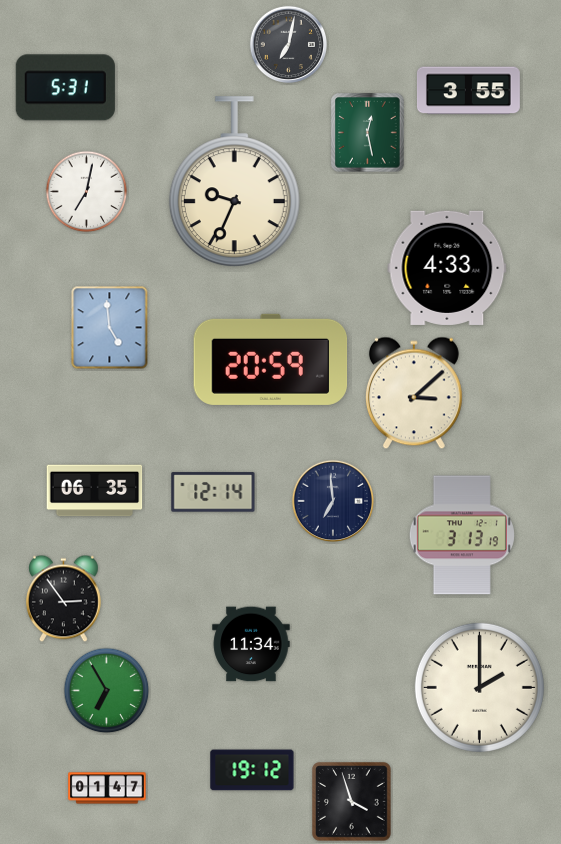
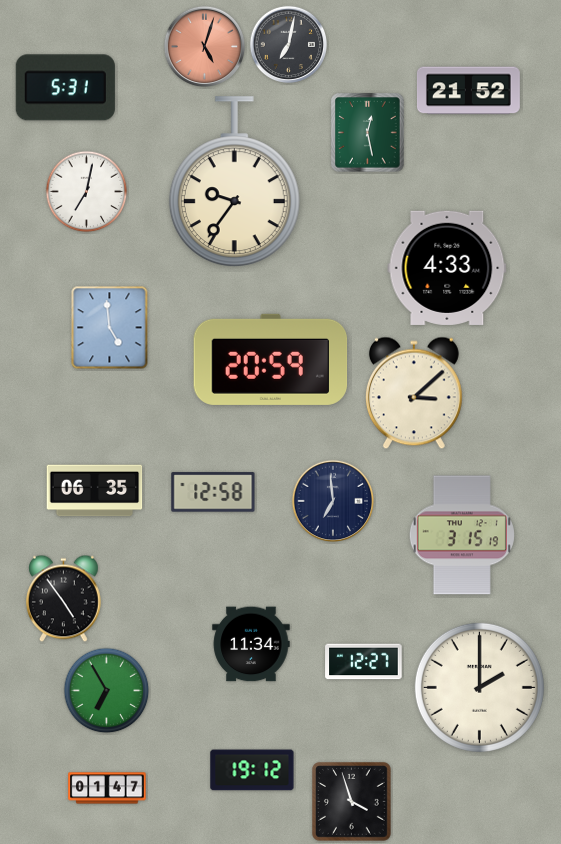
clock at (205, 47): none -> 5:03
clock at (468, 91): 3:55 -> 21:52
clock at (234, 182): 9:34 -> 9:36
clock at (213, 492): 12:14 -> 12:58
clock at (462, 535): 3:13 -> 3:15
clock at (64, 599): 2:54 -> 4:54
clock at (364, 662): none -> 12:27
